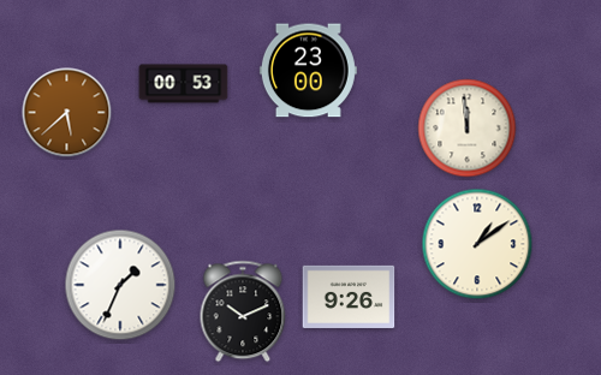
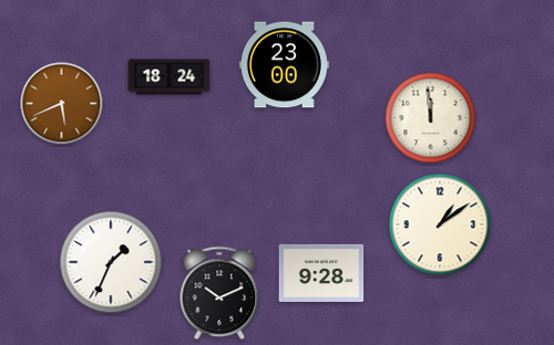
clock at (184, 84): 00:53 -> 18:24
clock at (67, 113): 5:38 -> 5:41
clock at (349, 297): 9:26 -> 9:28
clock at (243, 311) position: (243, 311) -> (219, 293)
